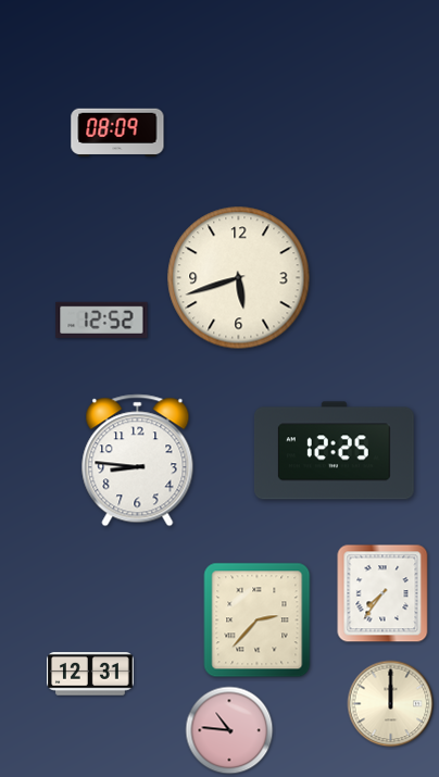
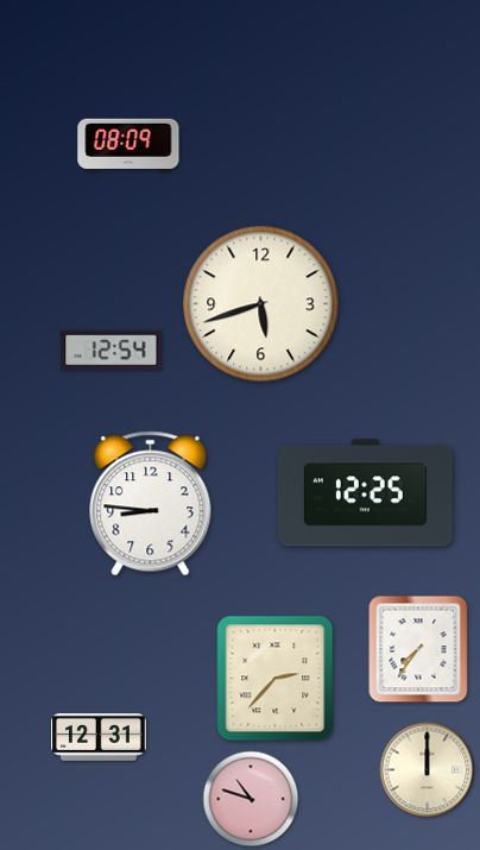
clock at (102, 319): 12:52 -> 12:54
clock at (258, 621) position: (258, 621) -> (276, 679)
clock at (229, 730): 10:46 -> 10:48
